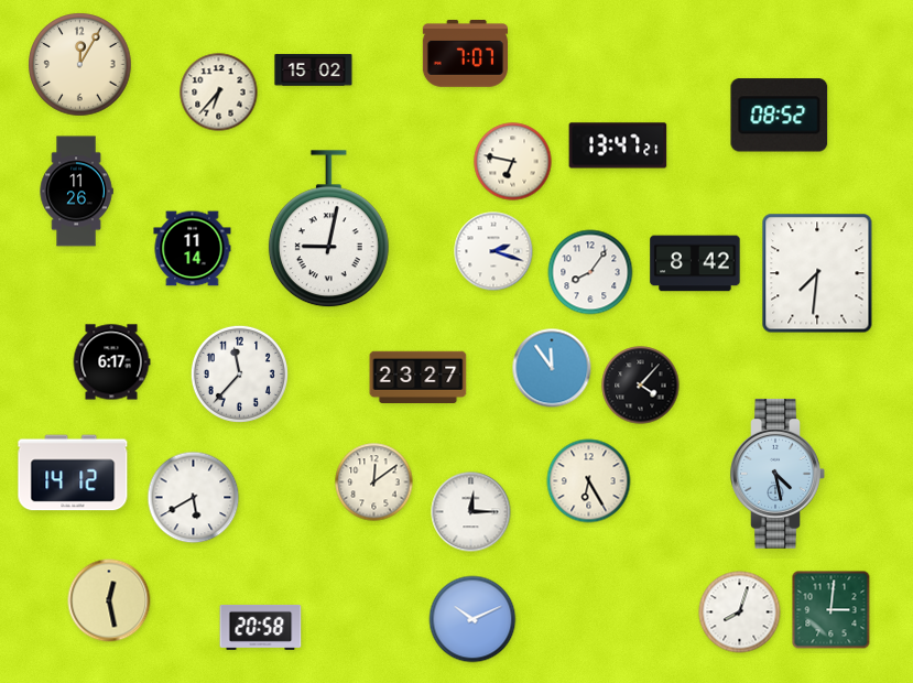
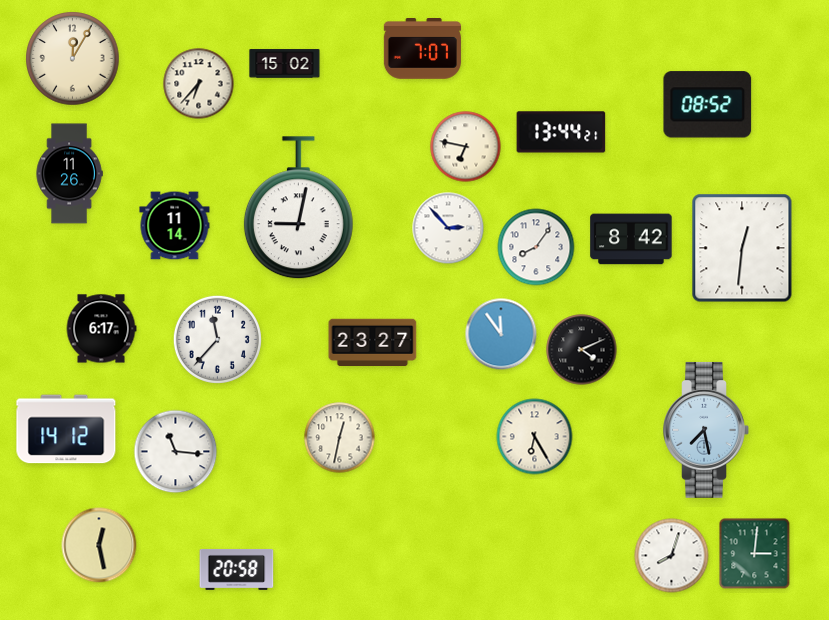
clock at (618, 145): 13:47 -> 13:44
clock at (493, 251): 2:18 -> 2:53
clock at (817, 273): 7:31 -> 12:31
clock at (419, 377) position: (419, 377) -> (373, 342)
clock at (641, 386): 4:07 -> 4:11
clock at (778, 474): 4:28 -> 7:28
clock at (374, 483): 12:09 -> 12:32
clock at (194, 498): 5:40 -> 11:16
clock at (471, 512): 12:15 -> none
clock at (472, 619): 10:11 -> none
